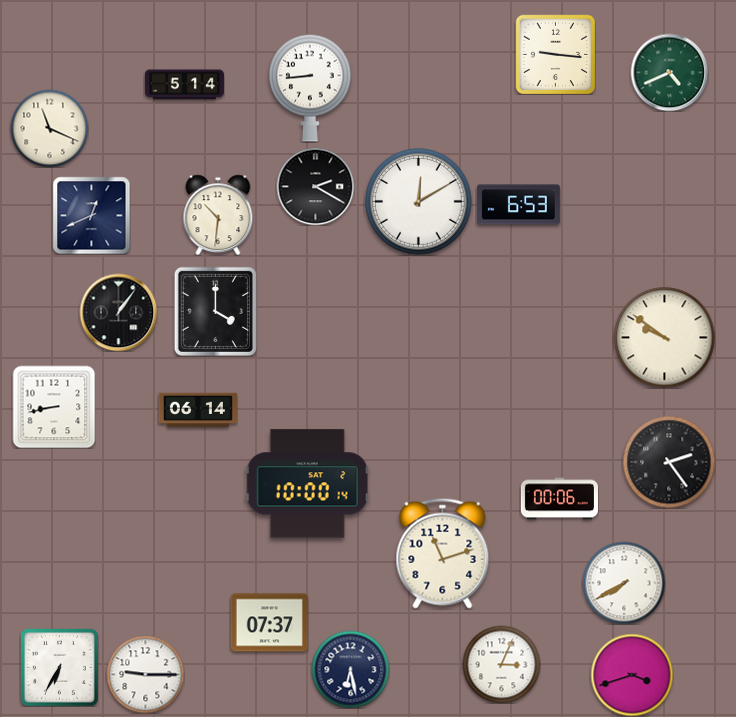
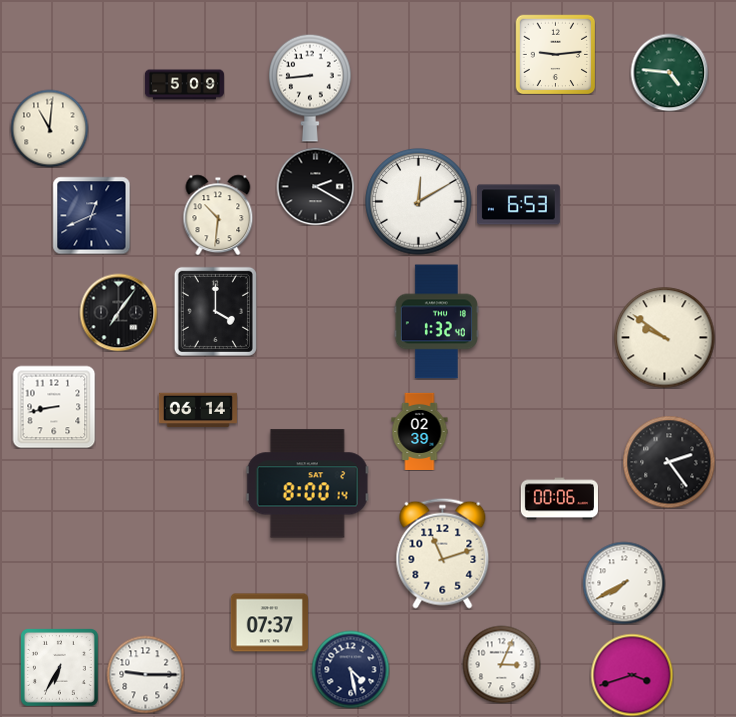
clock at (555, 54): 9:16 -> 9:14
clock at (669, 72): 4:41 -> 4:46
clock at (184, 85): 5:14 -> 5:09
clock at (49, 128): 11:19 -> 11:01
clock at (118, 312): 1:06 -> 7:06
clock at (436, 322): none -> 1:32
clock at (420, 431): none -> 02:39
clock at (307, 484): 10:00 -> 8:00
clock at (350, 669): 6:28 -> 4:28
